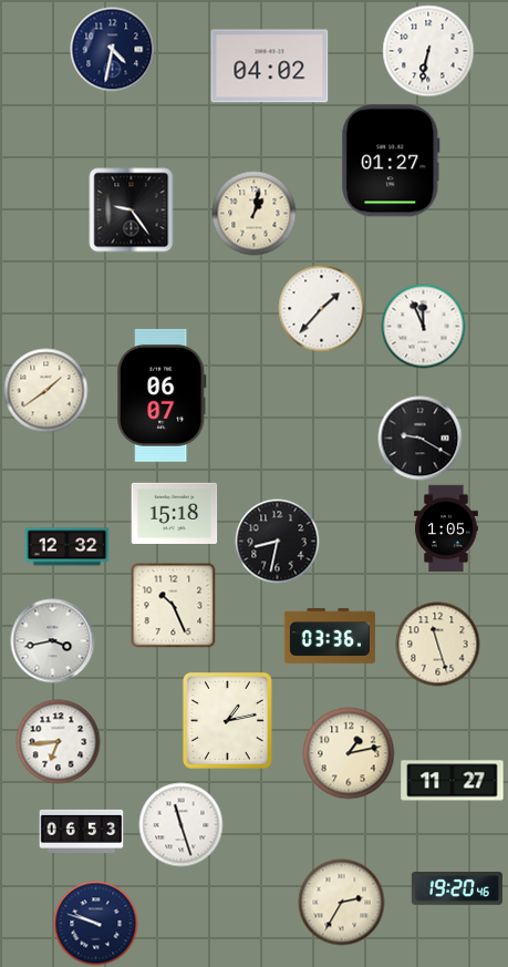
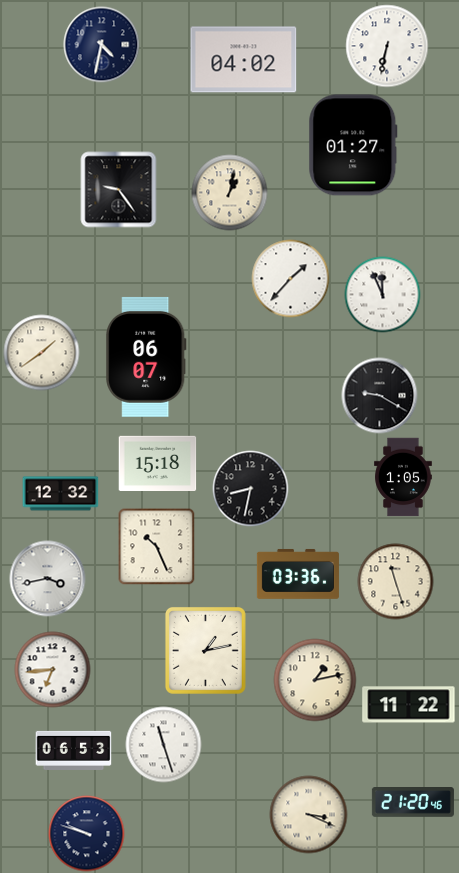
clock at (453, 781): 11:27 -> 11:22
clock at (457, 889): 19:20 -> 21:20
clock at (342, 903): 2:35 -> 3:19
